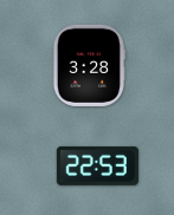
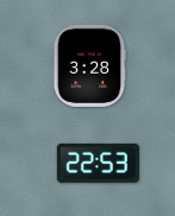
clock at (97, 165) position: (97, 165) -> (98, 163)
